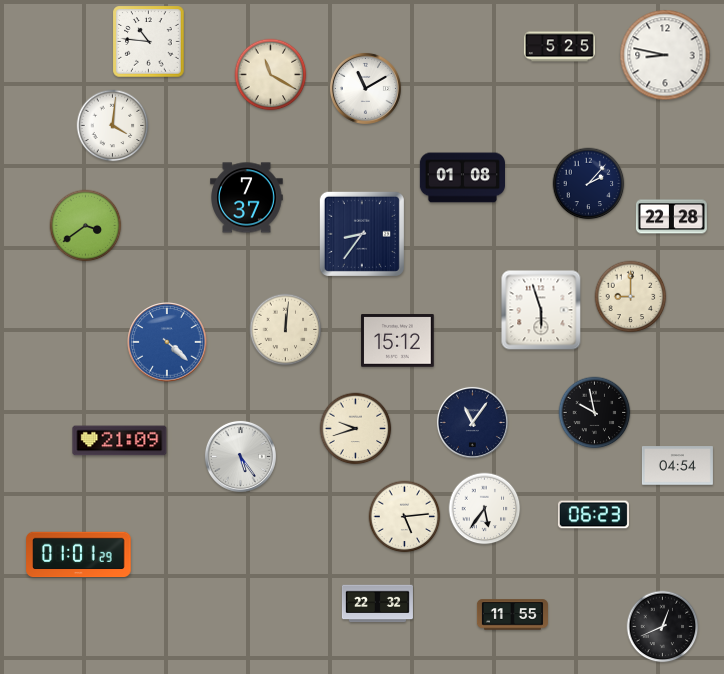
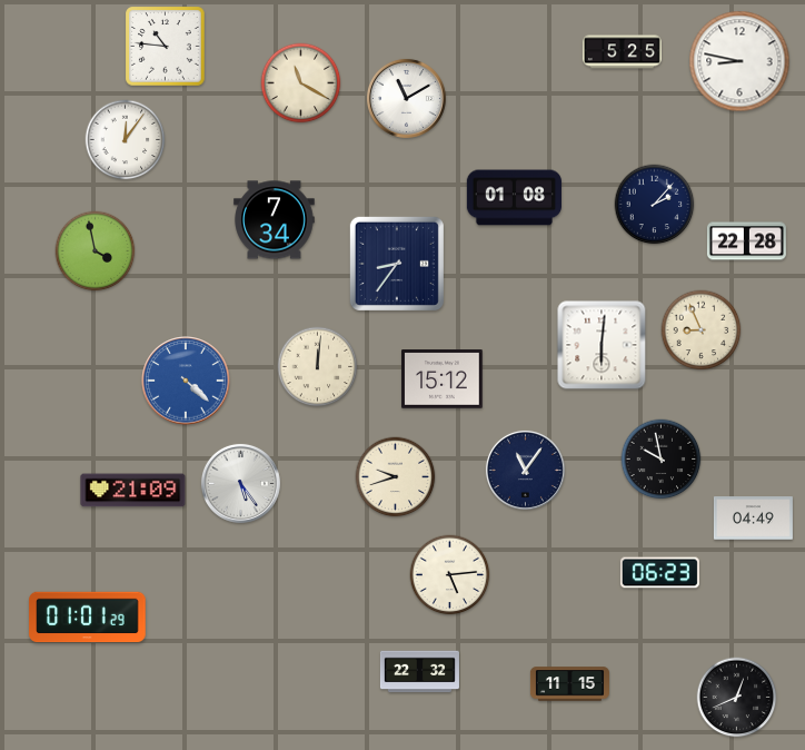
clock at (113, 126): 4:01 -> 12:06
clock at (247, 198): 7:37 -> 7:34
clock at (86, 226): 3:39 -> 3:58
clock at (362, 234) position: (362, 234) -> (397, 264)
clock at (631, 297): 9:00 -> 8:56
clock at (541, 310): 5:57 -> 6:01
clock at (240, 456) position: (240, 456) -> (240, 483)
clock at (677, 466): 04:54 -> 04:49
clock at (485, 509): 5:36 -> none
clock at (512, 615): 11:55 -> 11:15
